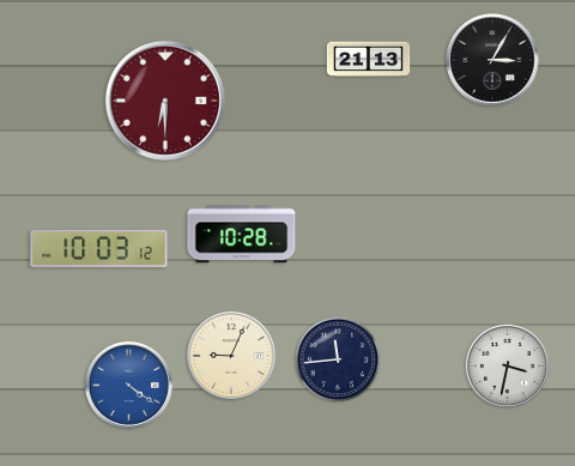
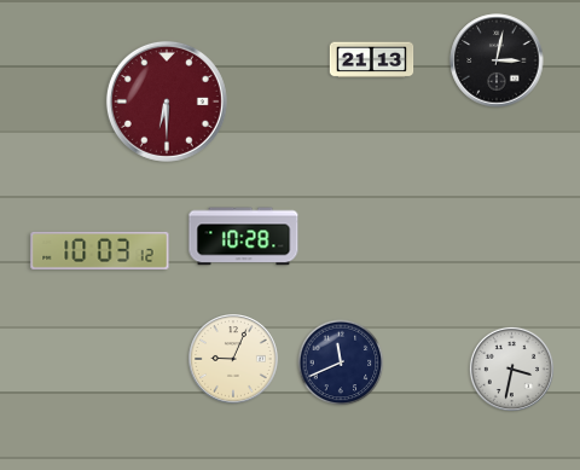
clock at (492, 60): 3:05 -> 3:02
clock at (338, 359): 11:44 -> 11:41
clock at (129, 386): 4:21 -> none
